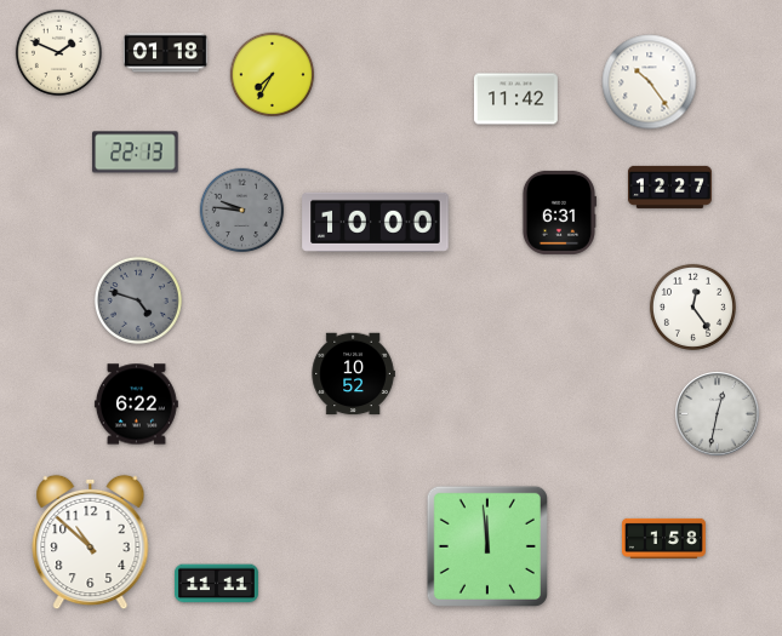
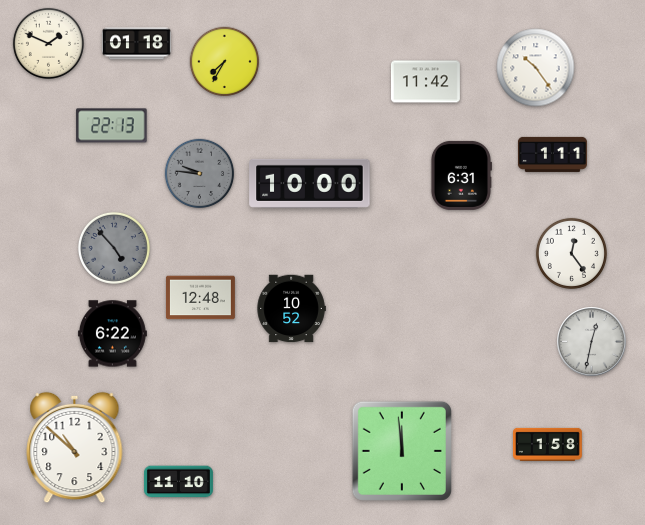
clock at (669, 187): 12:27 -> 1:11
clock at (138, 300): 4:48 -> 4:53
clock at (200, 298): none -> 12:48
clock at (216, 584): 11:11 -> 11:10
